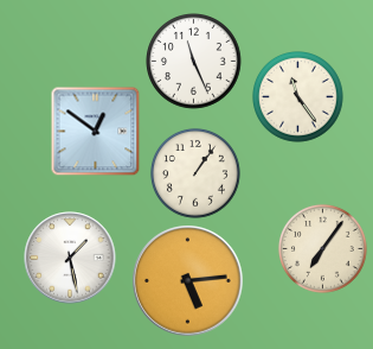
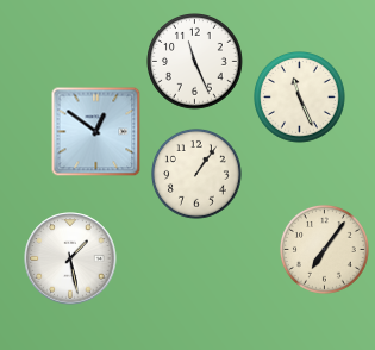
clock at (298, 97): 11:24 -> 11:26
clock at (188, 281): 5:14 -> none
